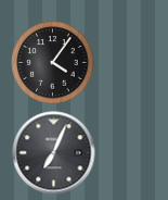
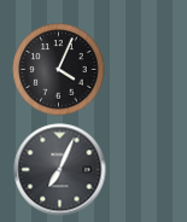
clock at (53, 63): 4:06 -> 4:04
